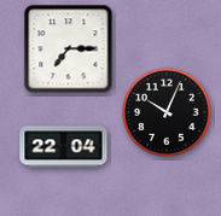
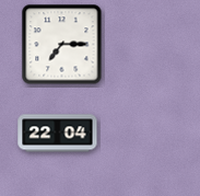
clock at (167, 112): 10:04 -> none
